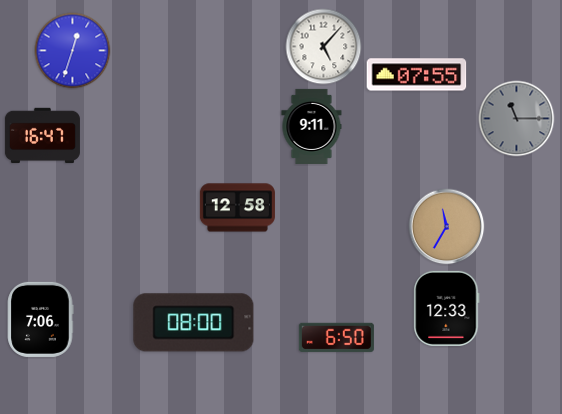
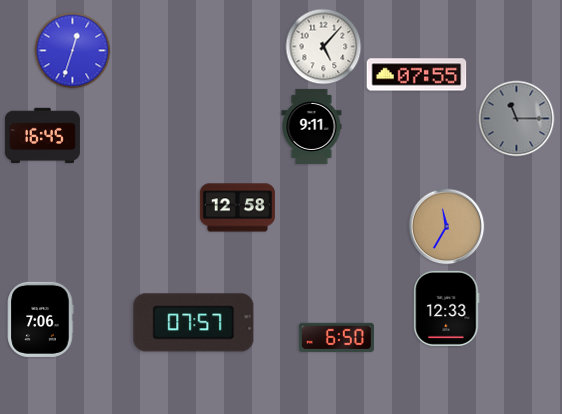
clock at (42, 136): 16:47 -> 16:45
clock at (194, 323): 08:00 -> 07:57
